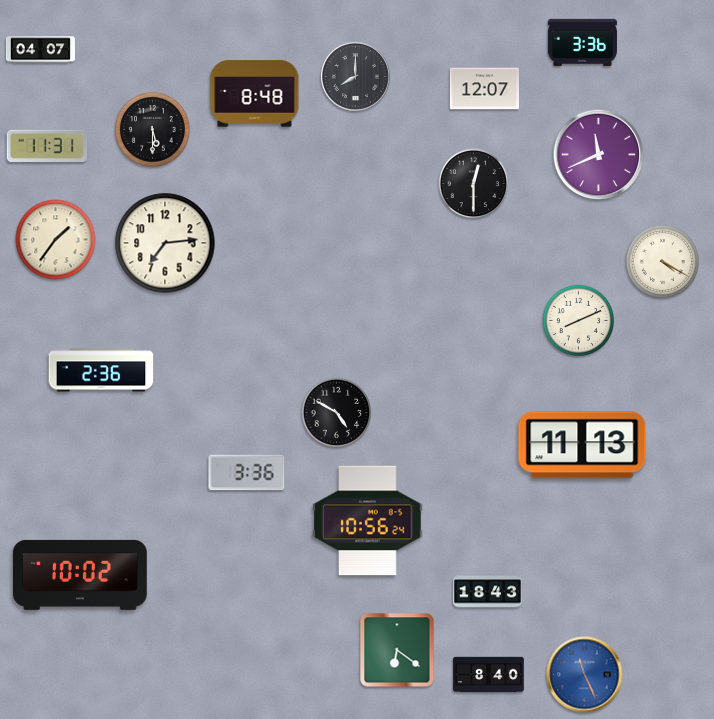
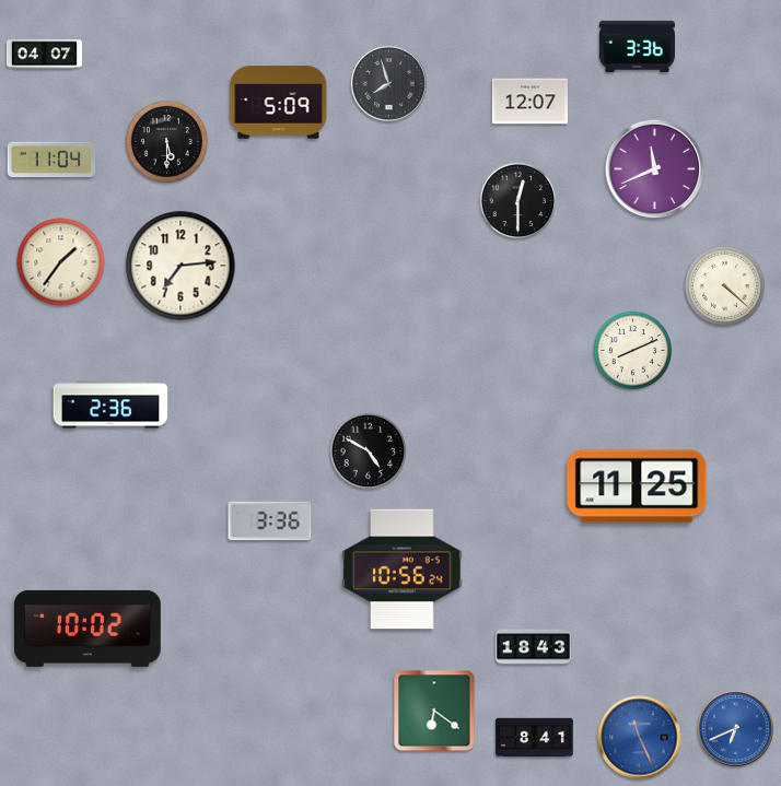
clock at (355, 76): 8:00 -> 7:57
clock at (484, 89) position: (484, 89) -> (529, 102)
clock at (255, 94): 8:48 -> 5:09
clock at (47, 146): 11:31 -> 11:04
clock at (662, 261): 4:20 -> 4:22
clock at (582, 445): 11:13 -> 11:25
clock at (247, 473) position: (247, 473) -> (270, 521)
clock at (735, 728): none -> 6:41
clock at (489, 675): 8:40 -> 8:41
